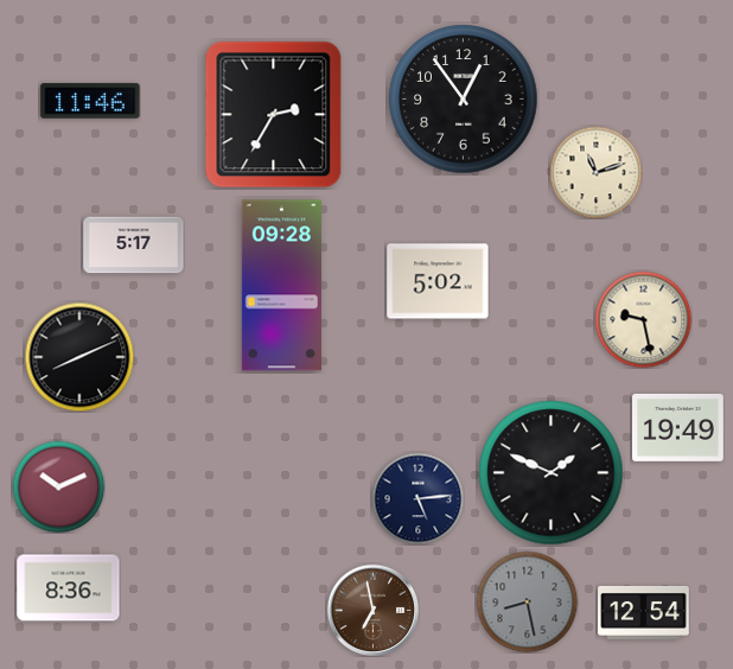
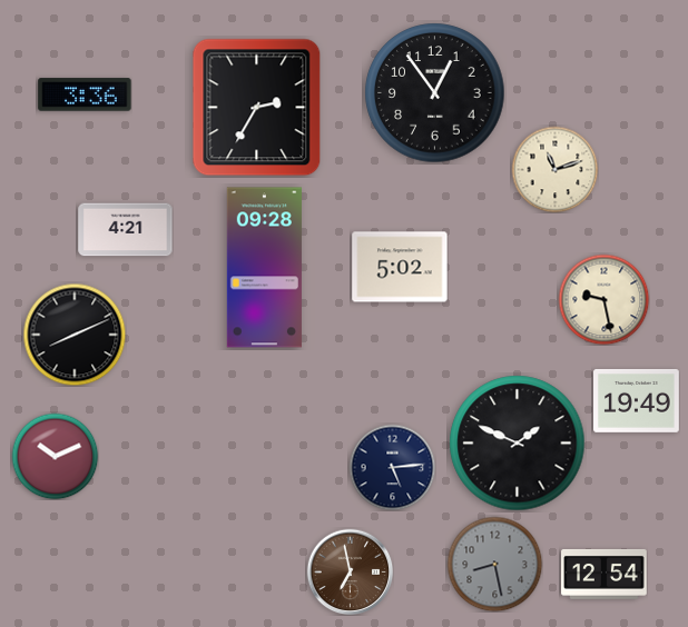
clock at (90, 101): 11:46 -> 3:36
clock at (595, 172) position: (595, 172) -> (554, 169)
clock at (134, 246): 5:17 -> 4:21
clock at (438, 281) position: (438, 281) -> (400, 267)
clock at (69, 588): 8:36 -> none
